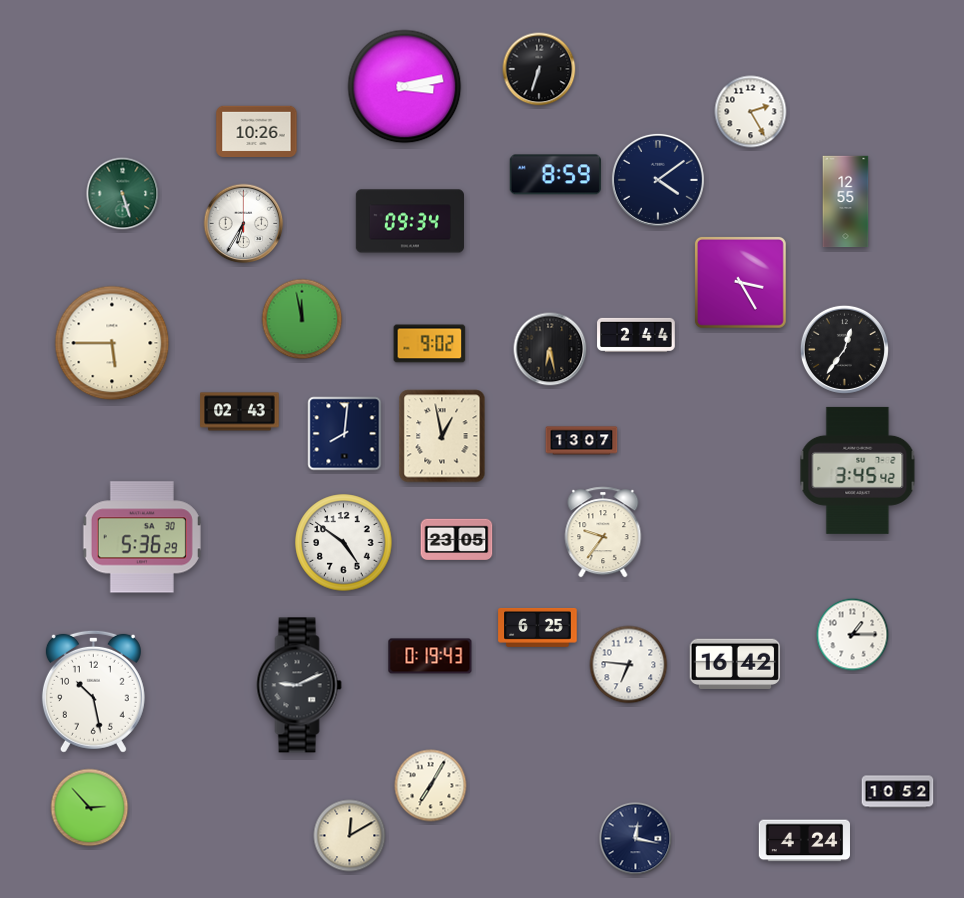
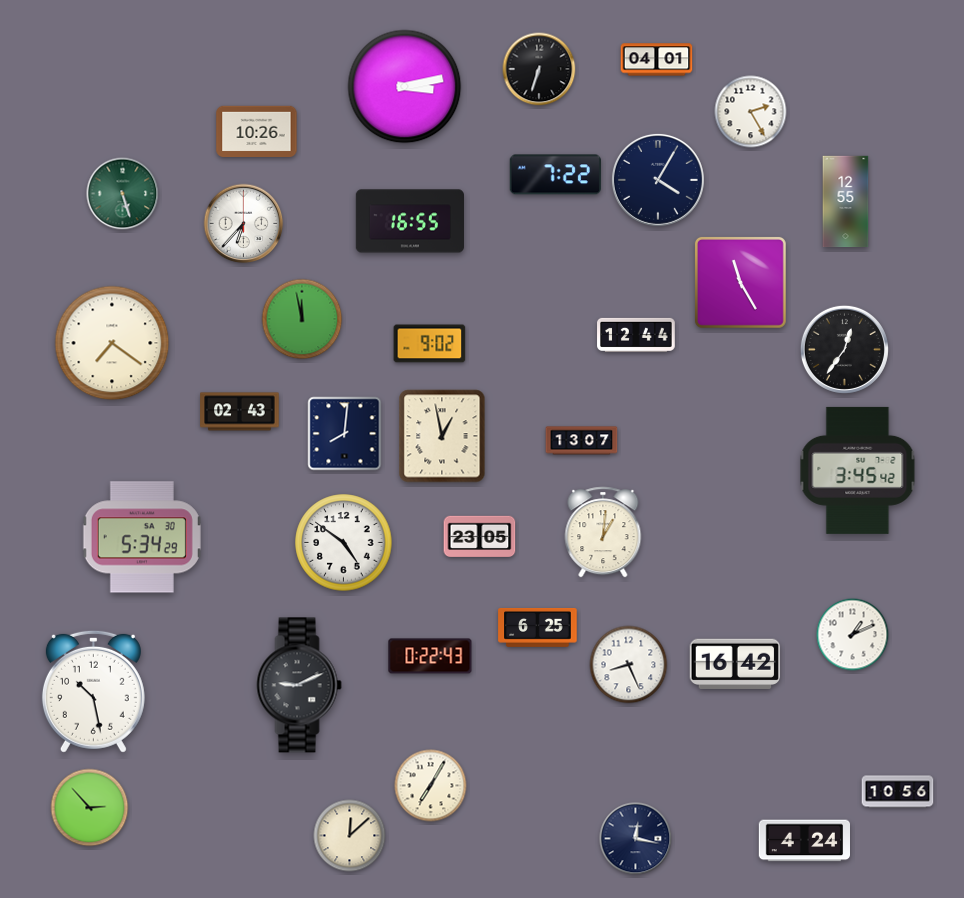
clock at (657, 60): none -> 04:01
clock at (555, 175): 8:59 -> 7:22
clock at (658, 180): 4:09 -> 4:05
clock at (409, 221): 09:34 -> 16:55
clock at (244, 224): 6:35 -> 6:37
clock at (740, 282): 3:25 -> 11:25
clock at (636, 335): 2:44 -> 12:44
clock at (112, 343): 5:45 -> 7:21
clock at (550, 349): 6:28 -> none
clock at (603, 532): 9:36 -> 1:01
clock at (142, 537): 5:36 -> 5:34
clock at (457, 539) position: (457, 539) -> (480, 536)
clock at (853, 635): 1:15 -> 1:11
clock at (430, 656): 0:19 -> 0:22
clock at (629, 665): 6:46 -> 8:26
clock at (898, 792): 10:52 -> 10:56
clock at (350, 836): 12:10 -> 12:08
